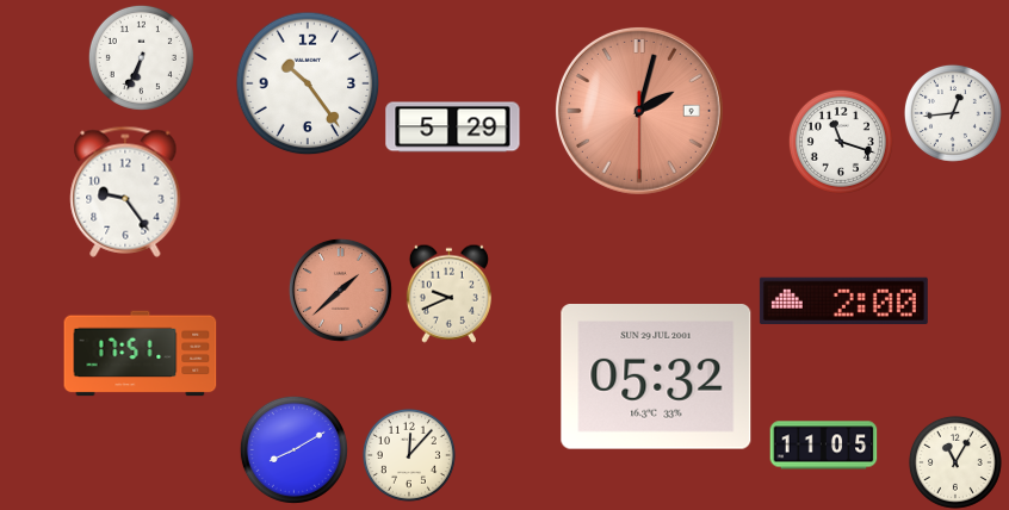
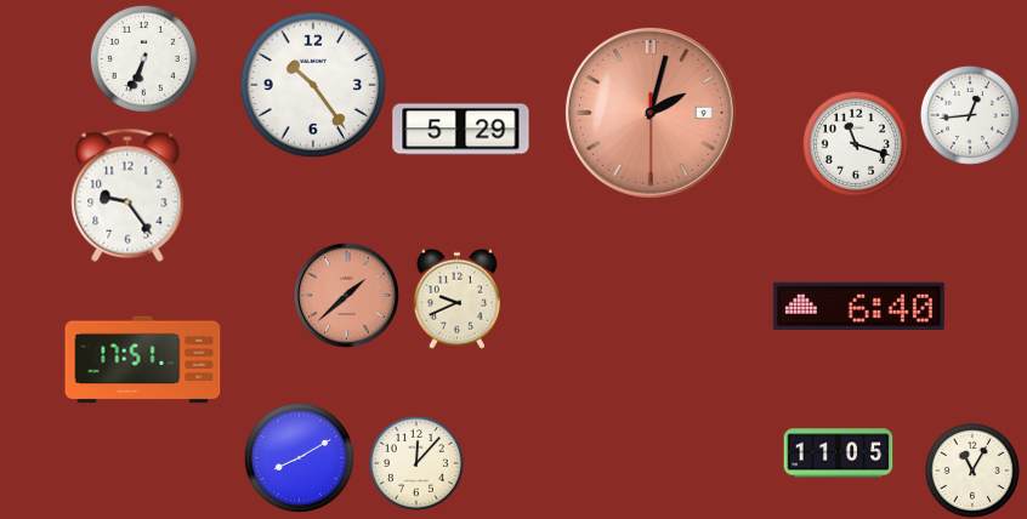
clock at (843, 300): 2:00 -> 6:40
clock at (656, 377): 05:32 -> none
